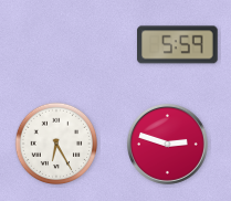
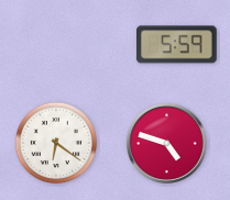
clock at (56, 144): 6:25 -> 6:21
clock at (167, 144): 2:48 -> 4:48
